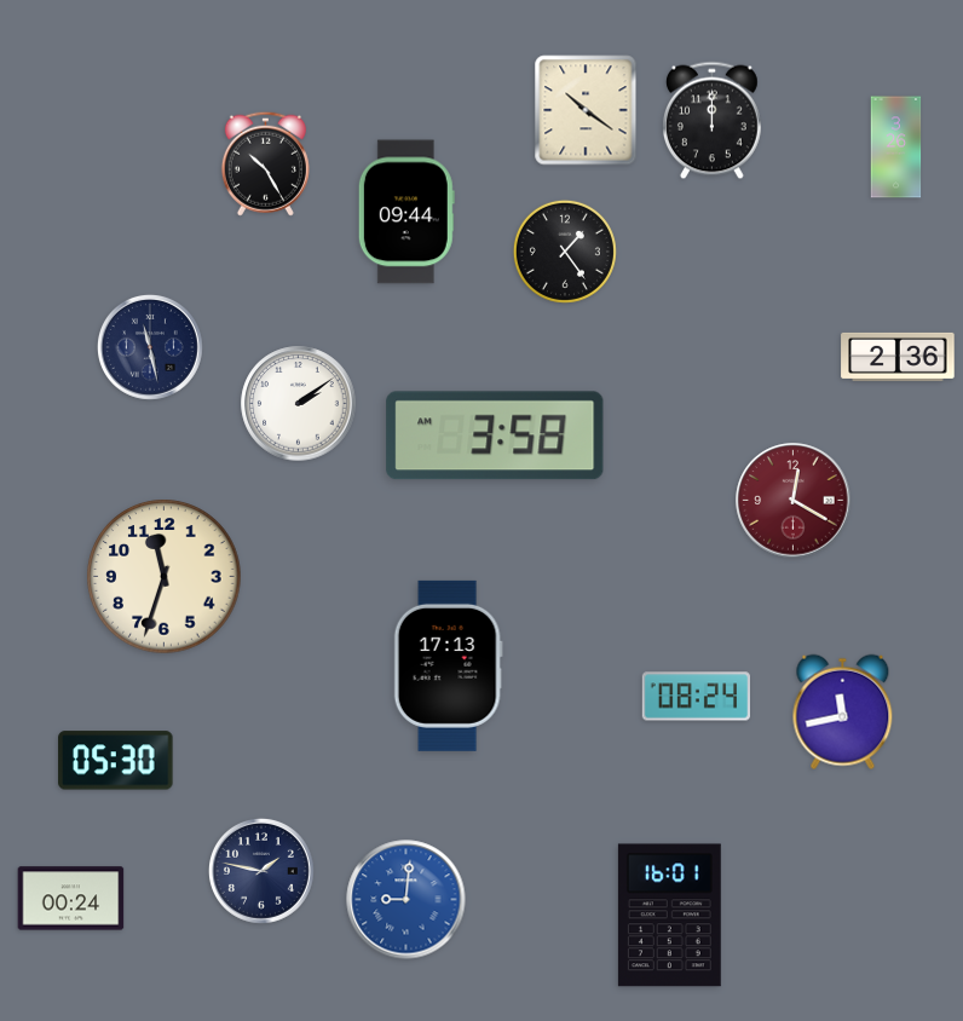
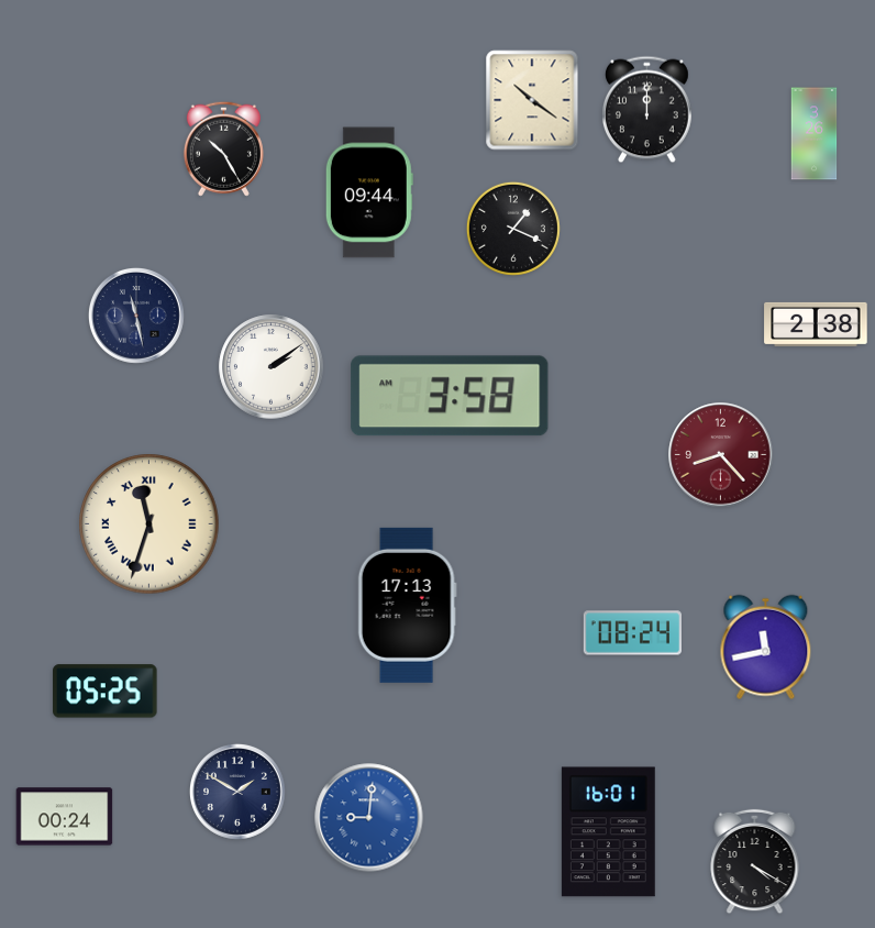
clock at (265, 163) position: (265, 163) -> (223, 148)
clock at (565, 252): 1:24 -> 1:19
clock at (898, 357): 2:36 -> 2:38
clock at (794, 501): 12:20 -> 8:23
clock at (165, 577) numerals: Arabic -> Roman
clock at (116, 761): 05:30 -> 05:25
clock at (261, 871): 1:47 -> 1:50
clock at (755, 862): none -> 4:20
